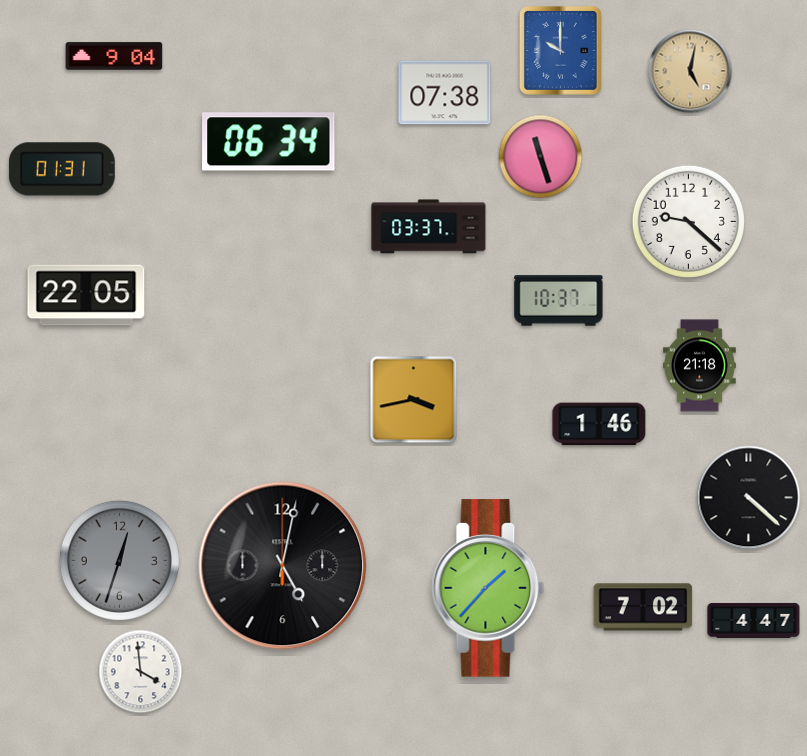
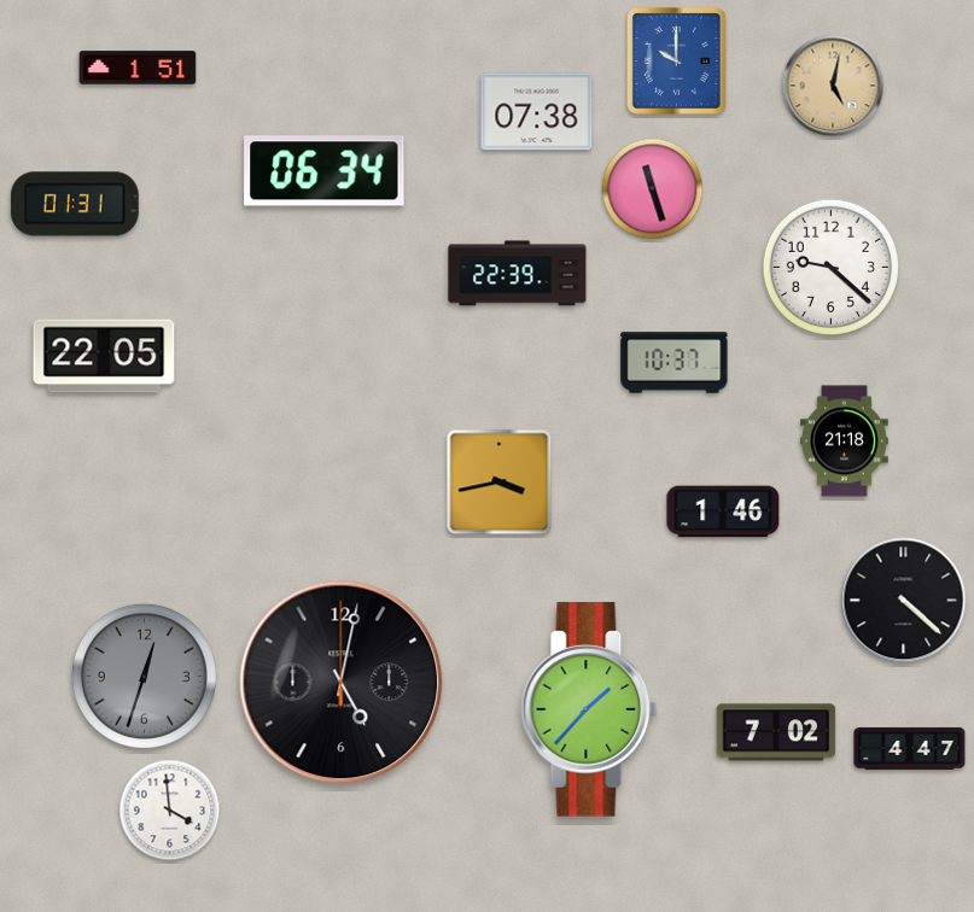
clock at (114, 56): 9:04 -> 1:51
clock at (429, 227): 03:37 -> 22:39
